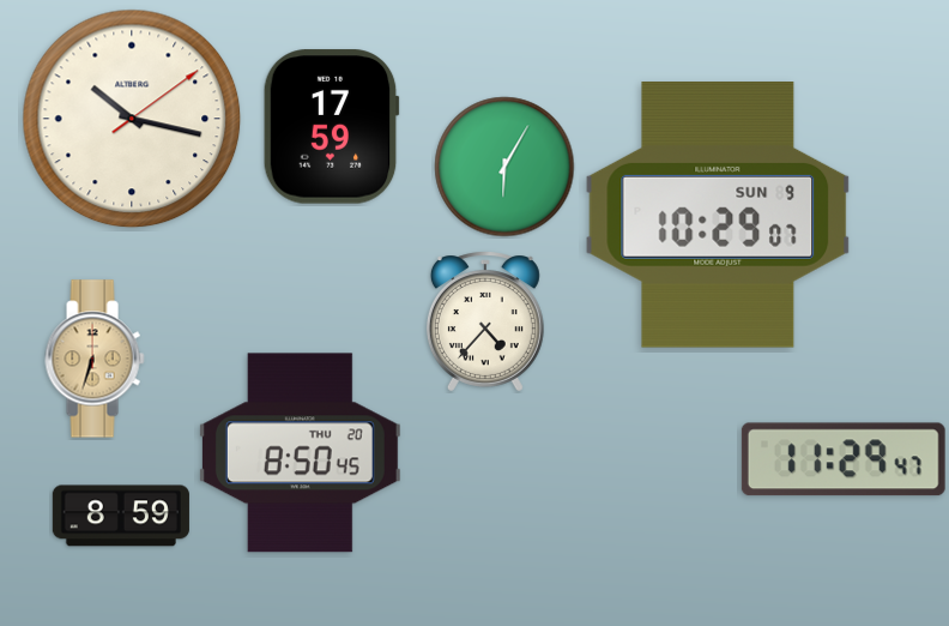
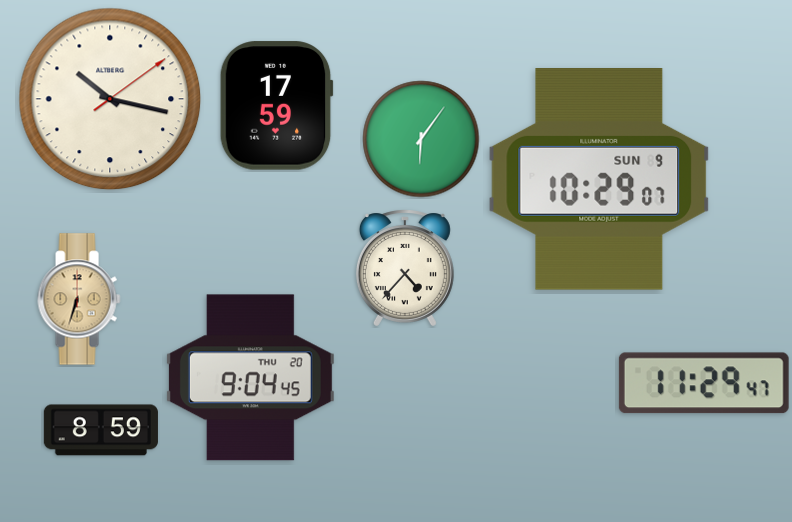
clock at (504, 167): 6:05 -> 6:06
clock at (300, 453): 8:50 -> 9:04
